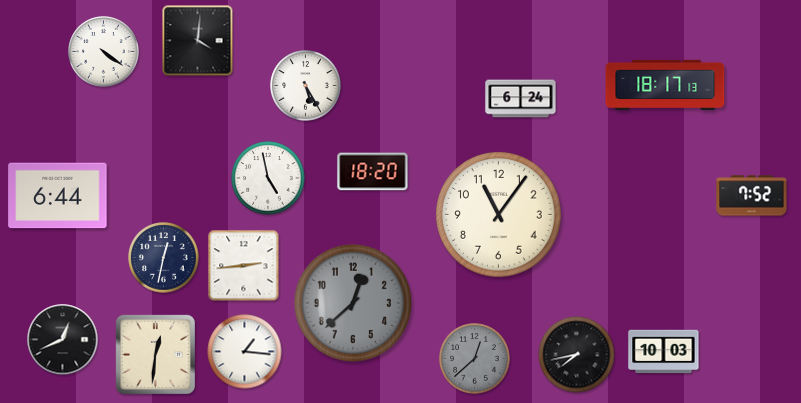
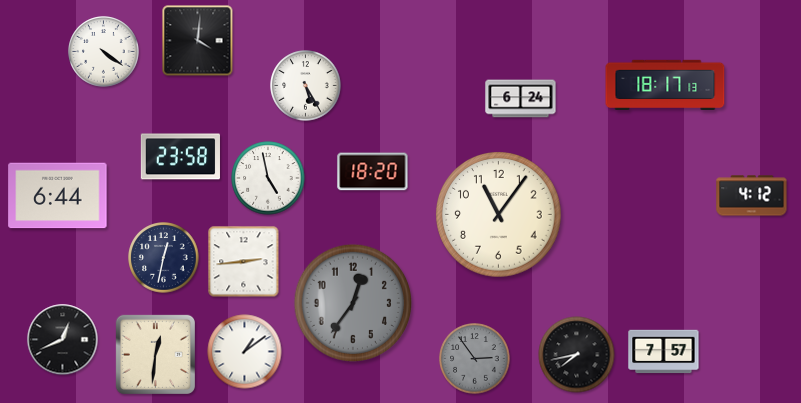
clock at (180, 157): none -> 23:58
clock at (752, 196): 7:52 -> 4:12
clock at (244, 266) position: (244, 266) -> (244, 262)
clock at (352, 302): 12:38 -> 12:36
clock at (245, 352): 1:16 -> 1:09
clock at (664, 352): 10:03 -> 7:57
clock at (475, 359): 12:38 -> 2:54
